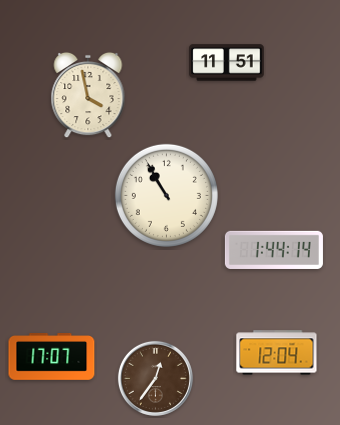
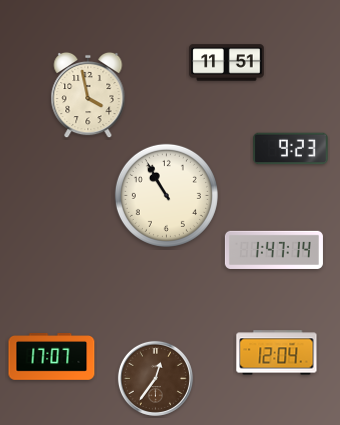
clock at (291, 149): none -> 9:23
clock at (274, 249): 1:44 -> 1:47
